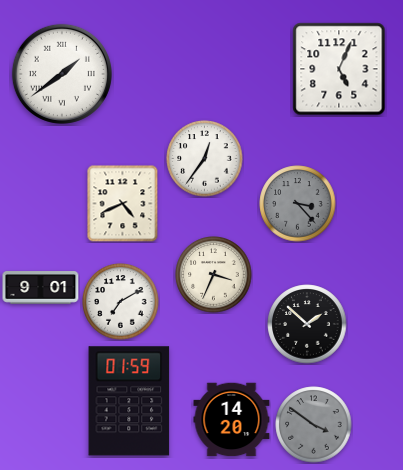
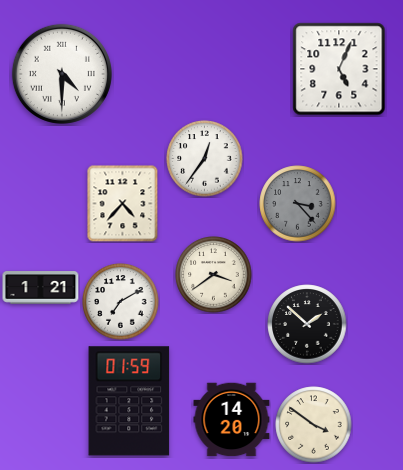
clock at (62, 74): 1:39 -> 4:30
clock at (123, 203): 4:41 -> 4:37
clock at (214, 275): 3:34 -> 3:39
clock at (41, 288): 9:01 -> 1:21
clock at (314, 425) dial: grey -> cream
